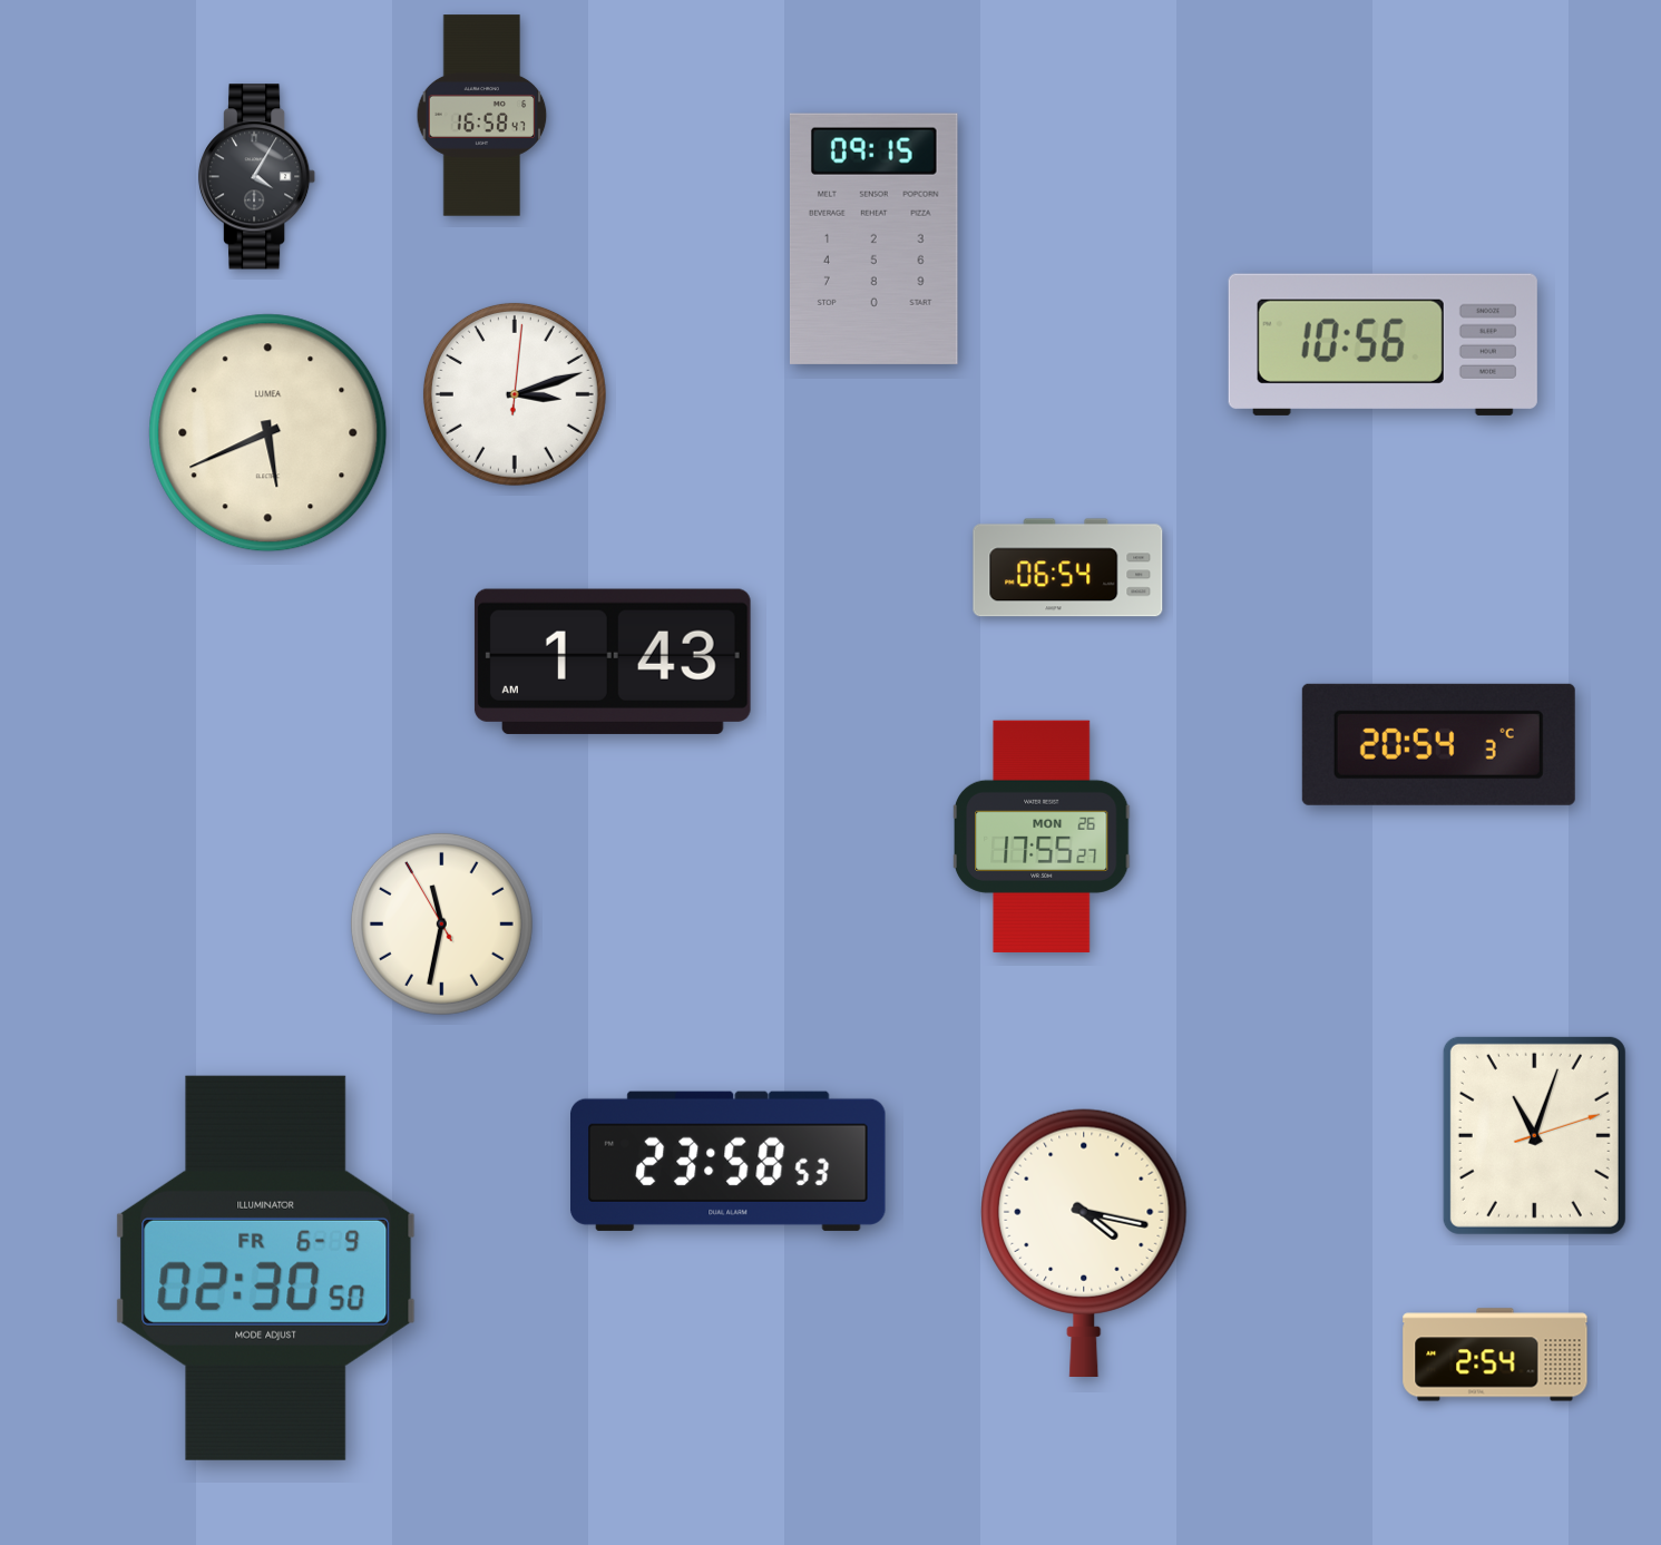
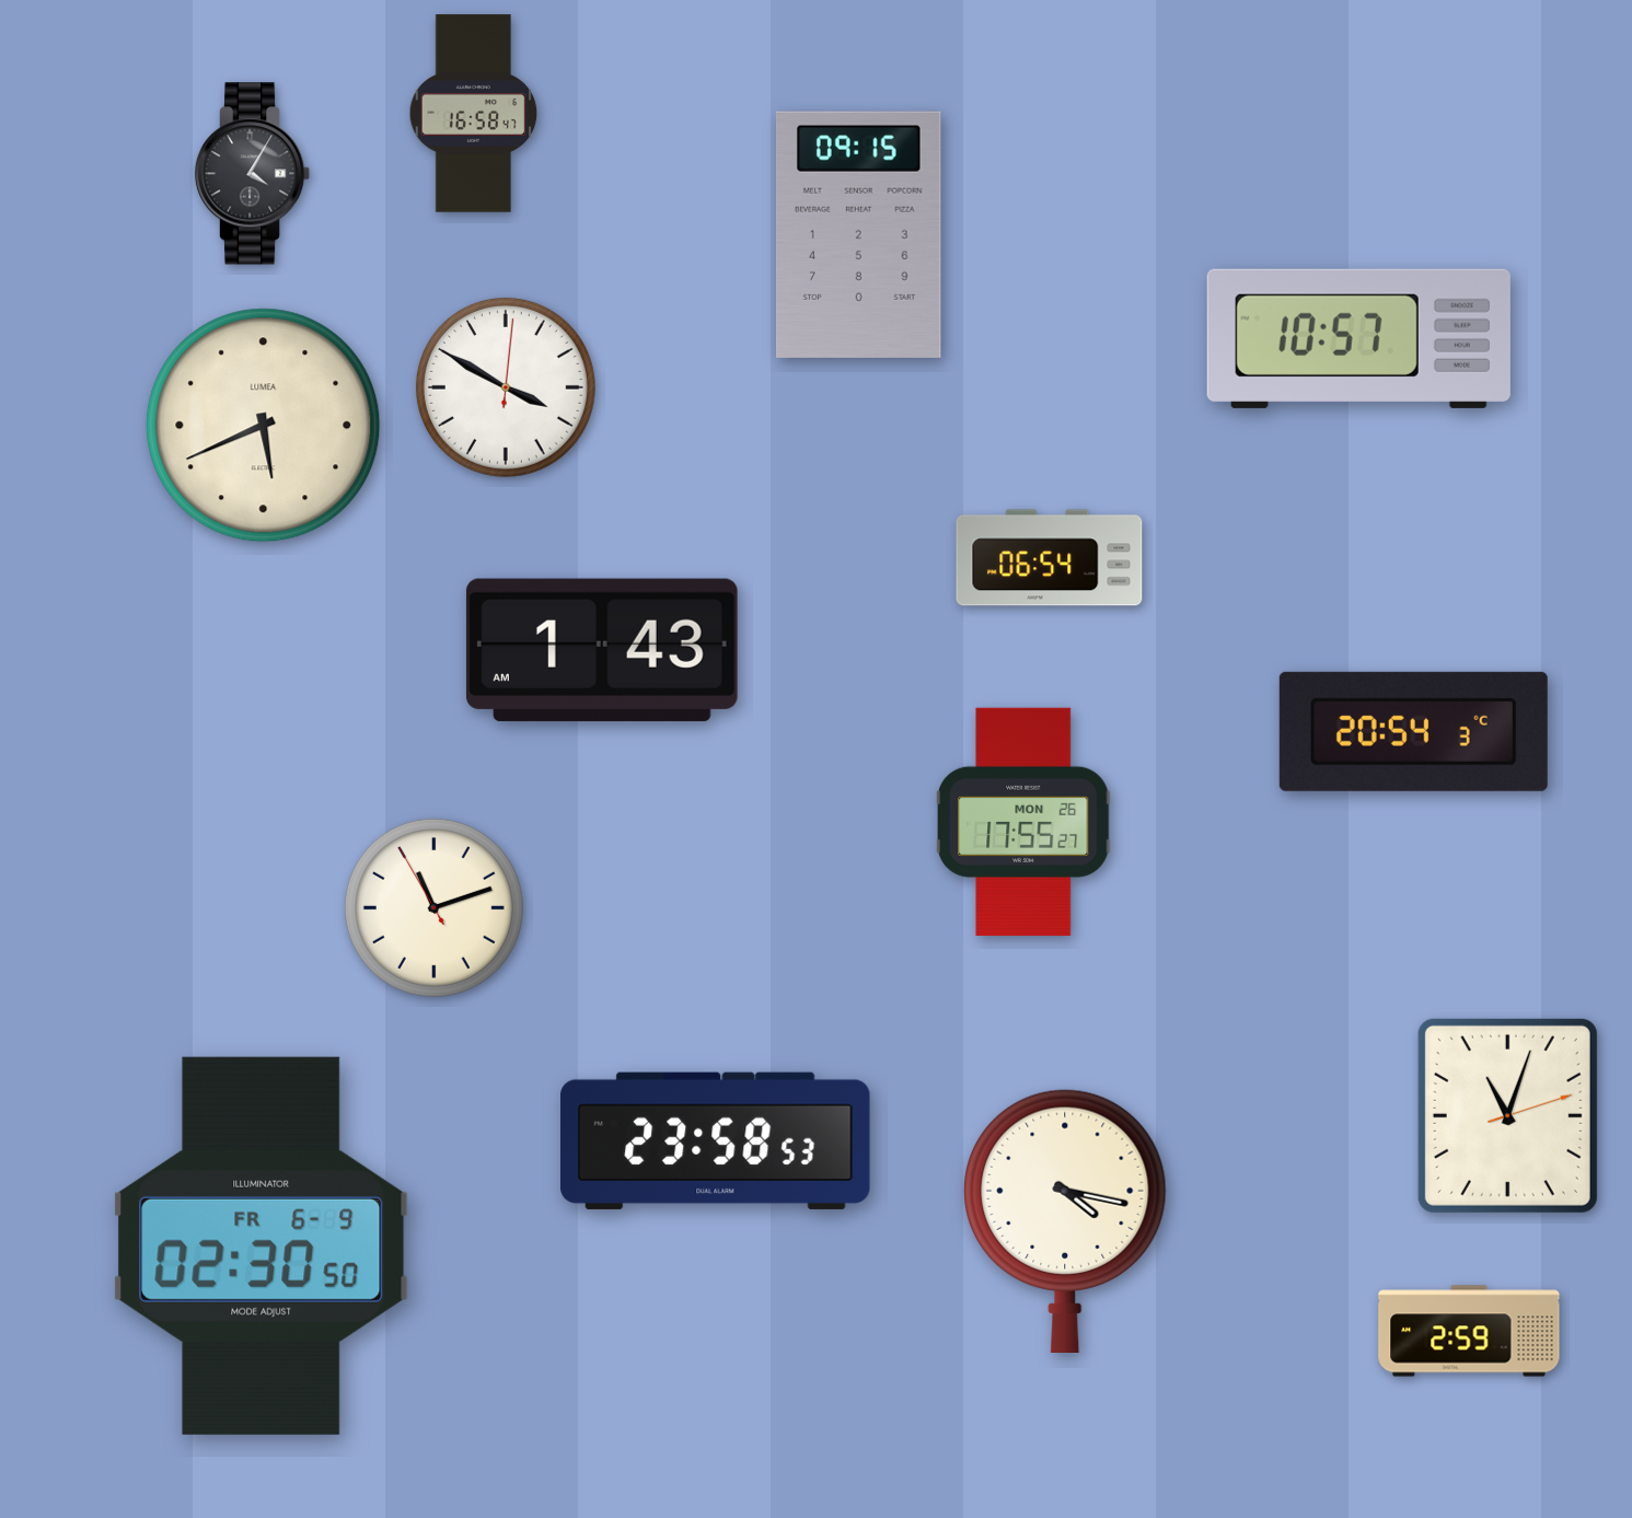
clock at (1382, 344): 10:56 -> 10:57
clock at (515, 394): 3:12 -> 3:50
clock at (441, 923): 11:31 -> 11:11
clock at (1495, 1355): 2:54 -> 2:59
